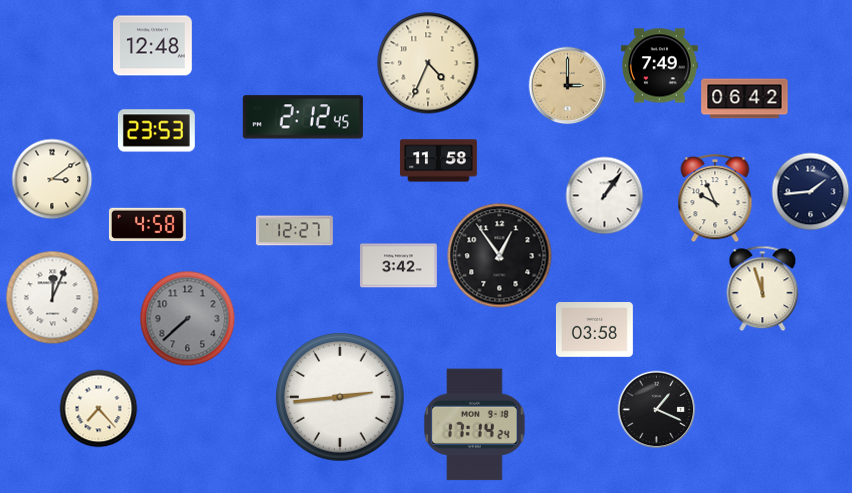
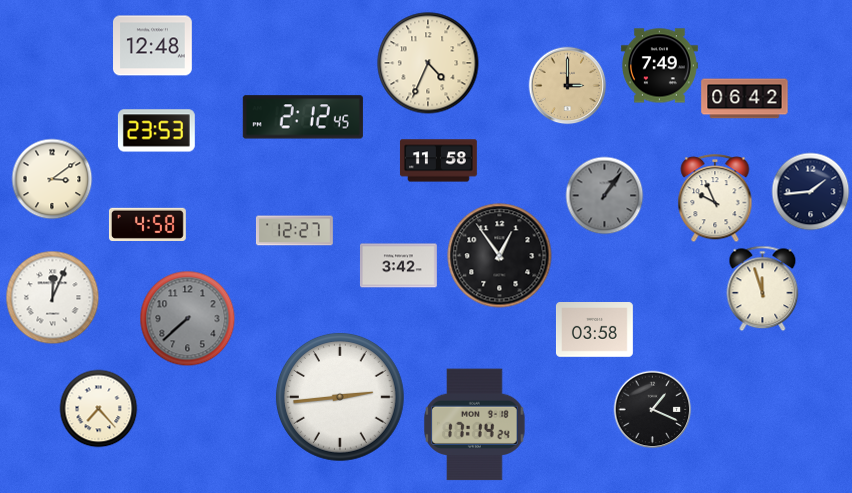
clock at (604, 195) dial: white -> grey
clock at (656, 409) position: (656, 409) -> (652, 409)
